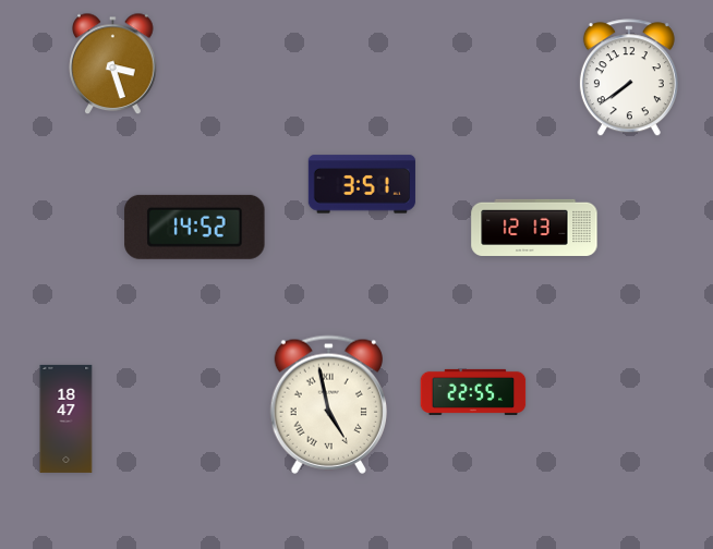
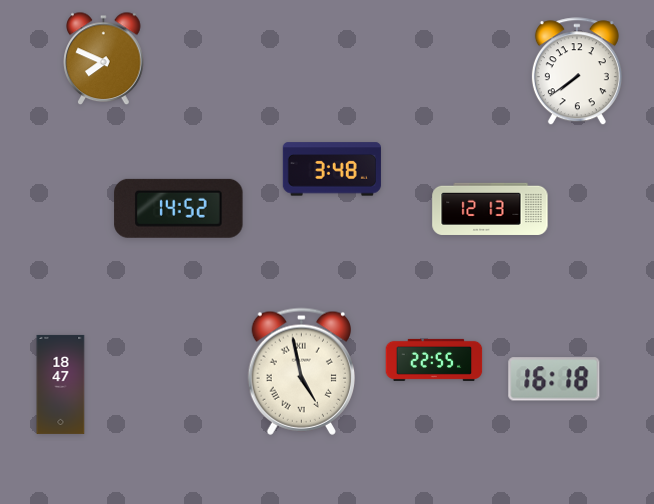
clock at (113, 64): 3:27 -> 7:49
clock at (362, 184): 3:51 -> 3:48
clock at (554, 379): none -> 16:18
